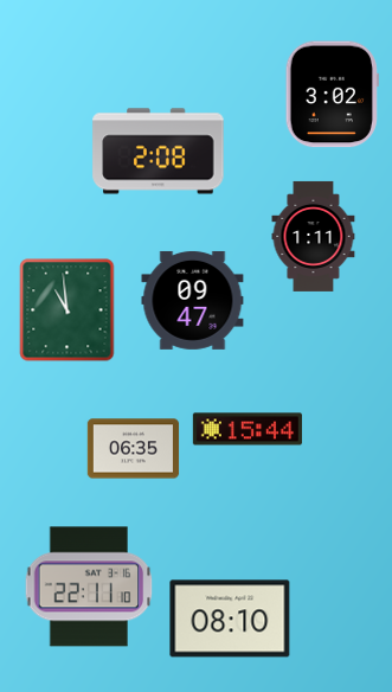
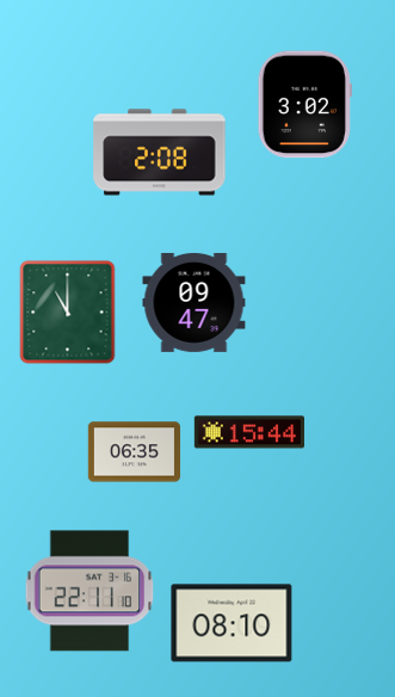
clock at (332, 95) position: (332, 95) -> (304, 105)
clock at (314, 236): 1:11 -> none
clock at (68, 310): 10:59 -> 11:00
